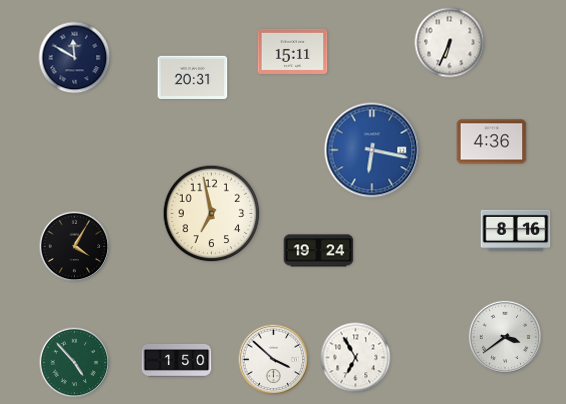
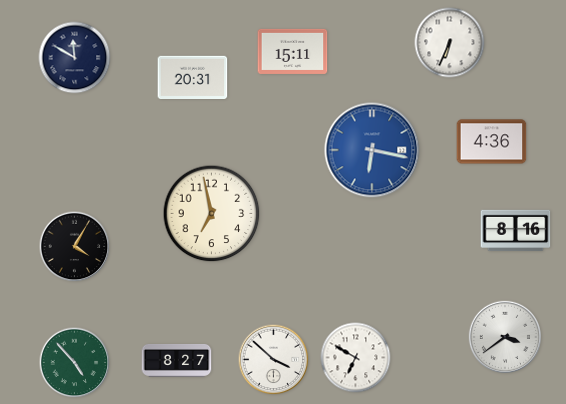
clock at (319, 251): 19:24 -> none
clock at (356, 358): 6:55 -> 6:50
clock at (177, 360): 1:50 -> 8:27
